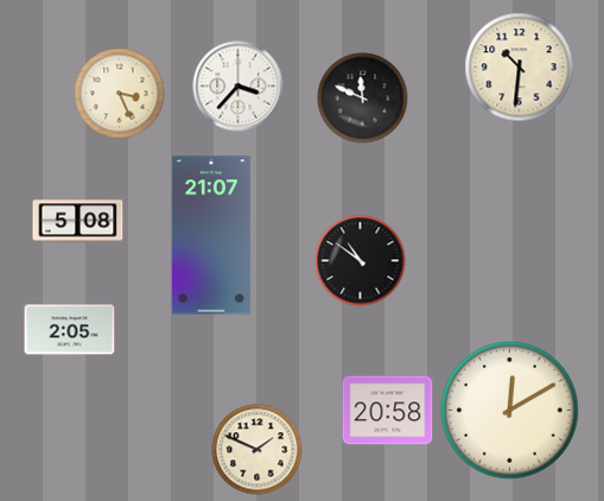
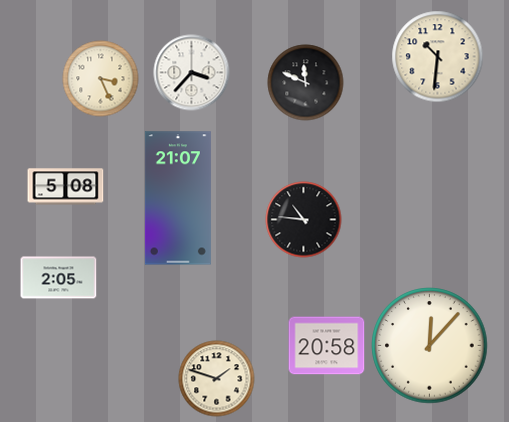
clock at (239, 87) position: (239, 87) -> (192, 73)
clock at (361, 261): 10:51 -> 10:46
clock at (510, 411): 12:10 -> 12:07
clock at (258, 450): 1:49 -> 1:48
